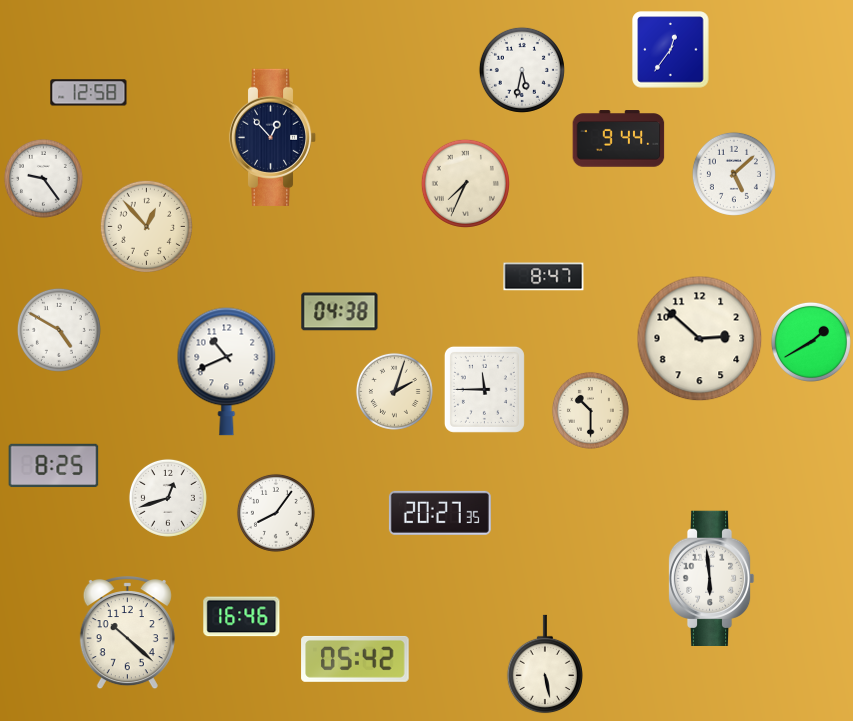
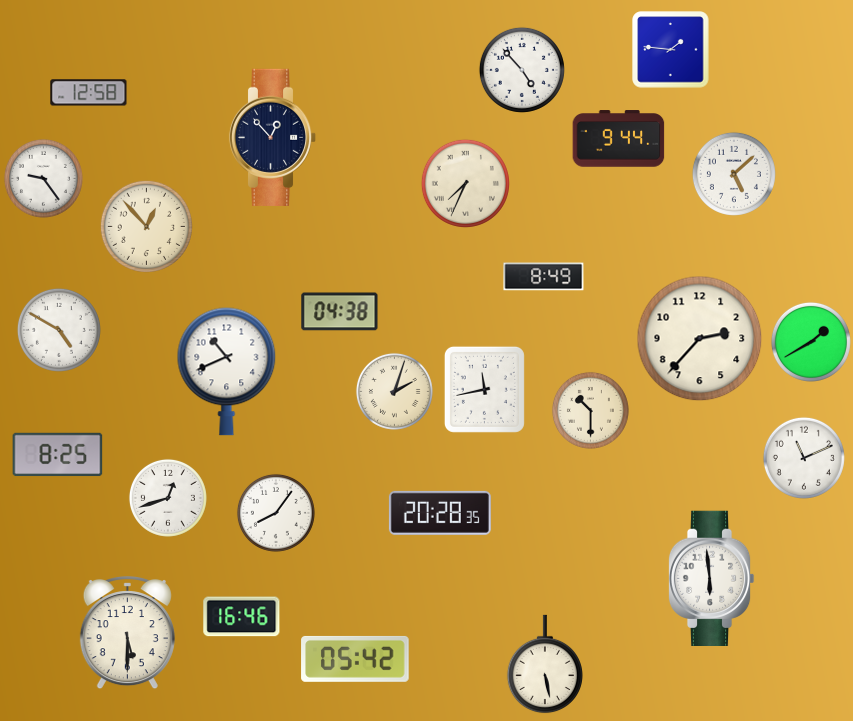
clock at (671, 50): 12:36 -> 1:46
clock at (522, 70): 5:32 -> 4:53
clock at (544, 277): 8:47 -> 8:49
clock at (700, 339): 2:52 -> 2:37
clock at (484, 389): 11:45 -> 11:43
clock at (804, 458): none -> 11:11
clock at (54, 466) position: (54, 466) -> (58, 455)
clock at (440, 513): 20:27 -> 20:28
clock at (127, 634): 10:22 -> 5:30
